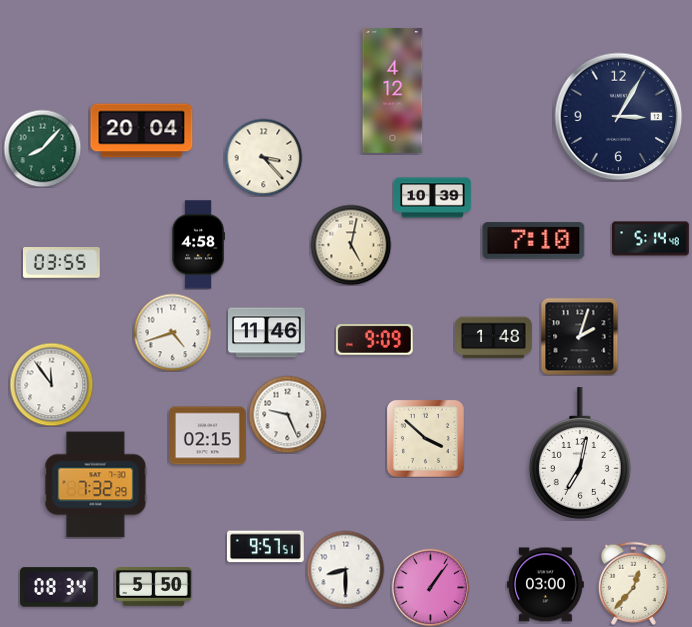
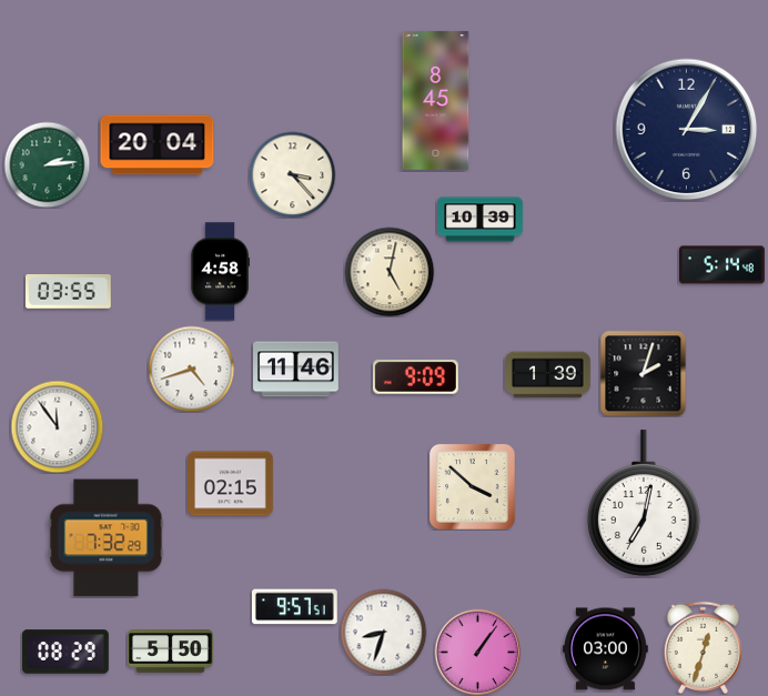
clock at (393, 90): 4:12 -> 8:45
clock at (42, 148): 8:07 -> 2:14
clock at (534, 241): 7:10 -> none
clock at (494, 338): 1:48 -> 1:39
clock at (287, 414): 9:26 -> none
clock at (345, 569): 8:30 -> 8:33
clock at (633, 583): 12:37 -> 12:33
clock at (59, 587): 08:34 -> 08:29
